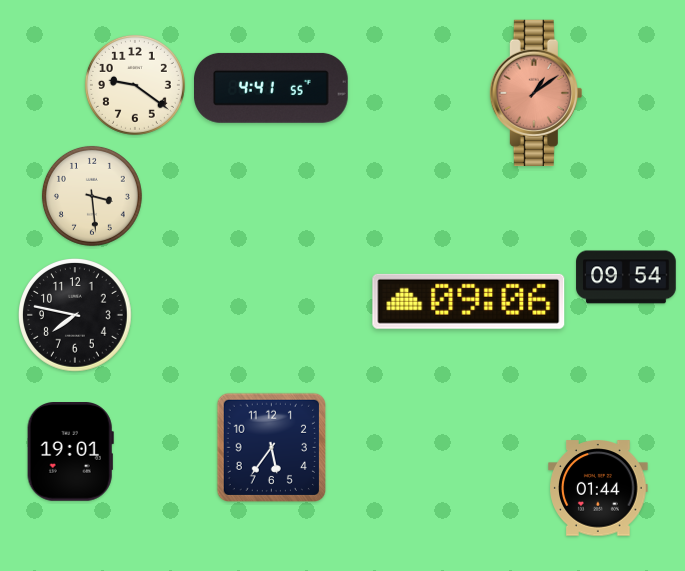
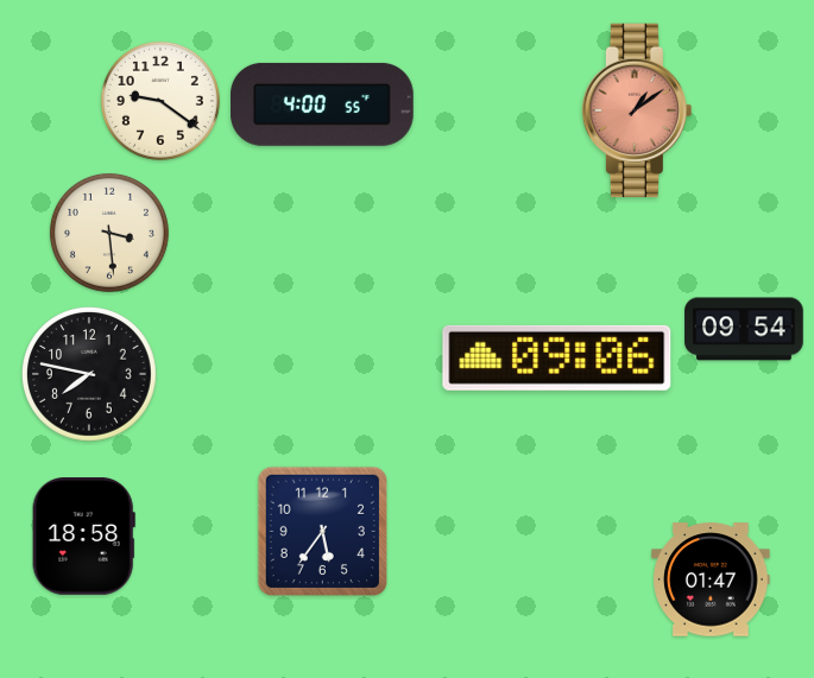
clock at (272, 88): 4:41 -> 4:00
clock at (70, 452): 19:01 -> 18:58
clock at (598, 488): 01:44 -> 01:47
